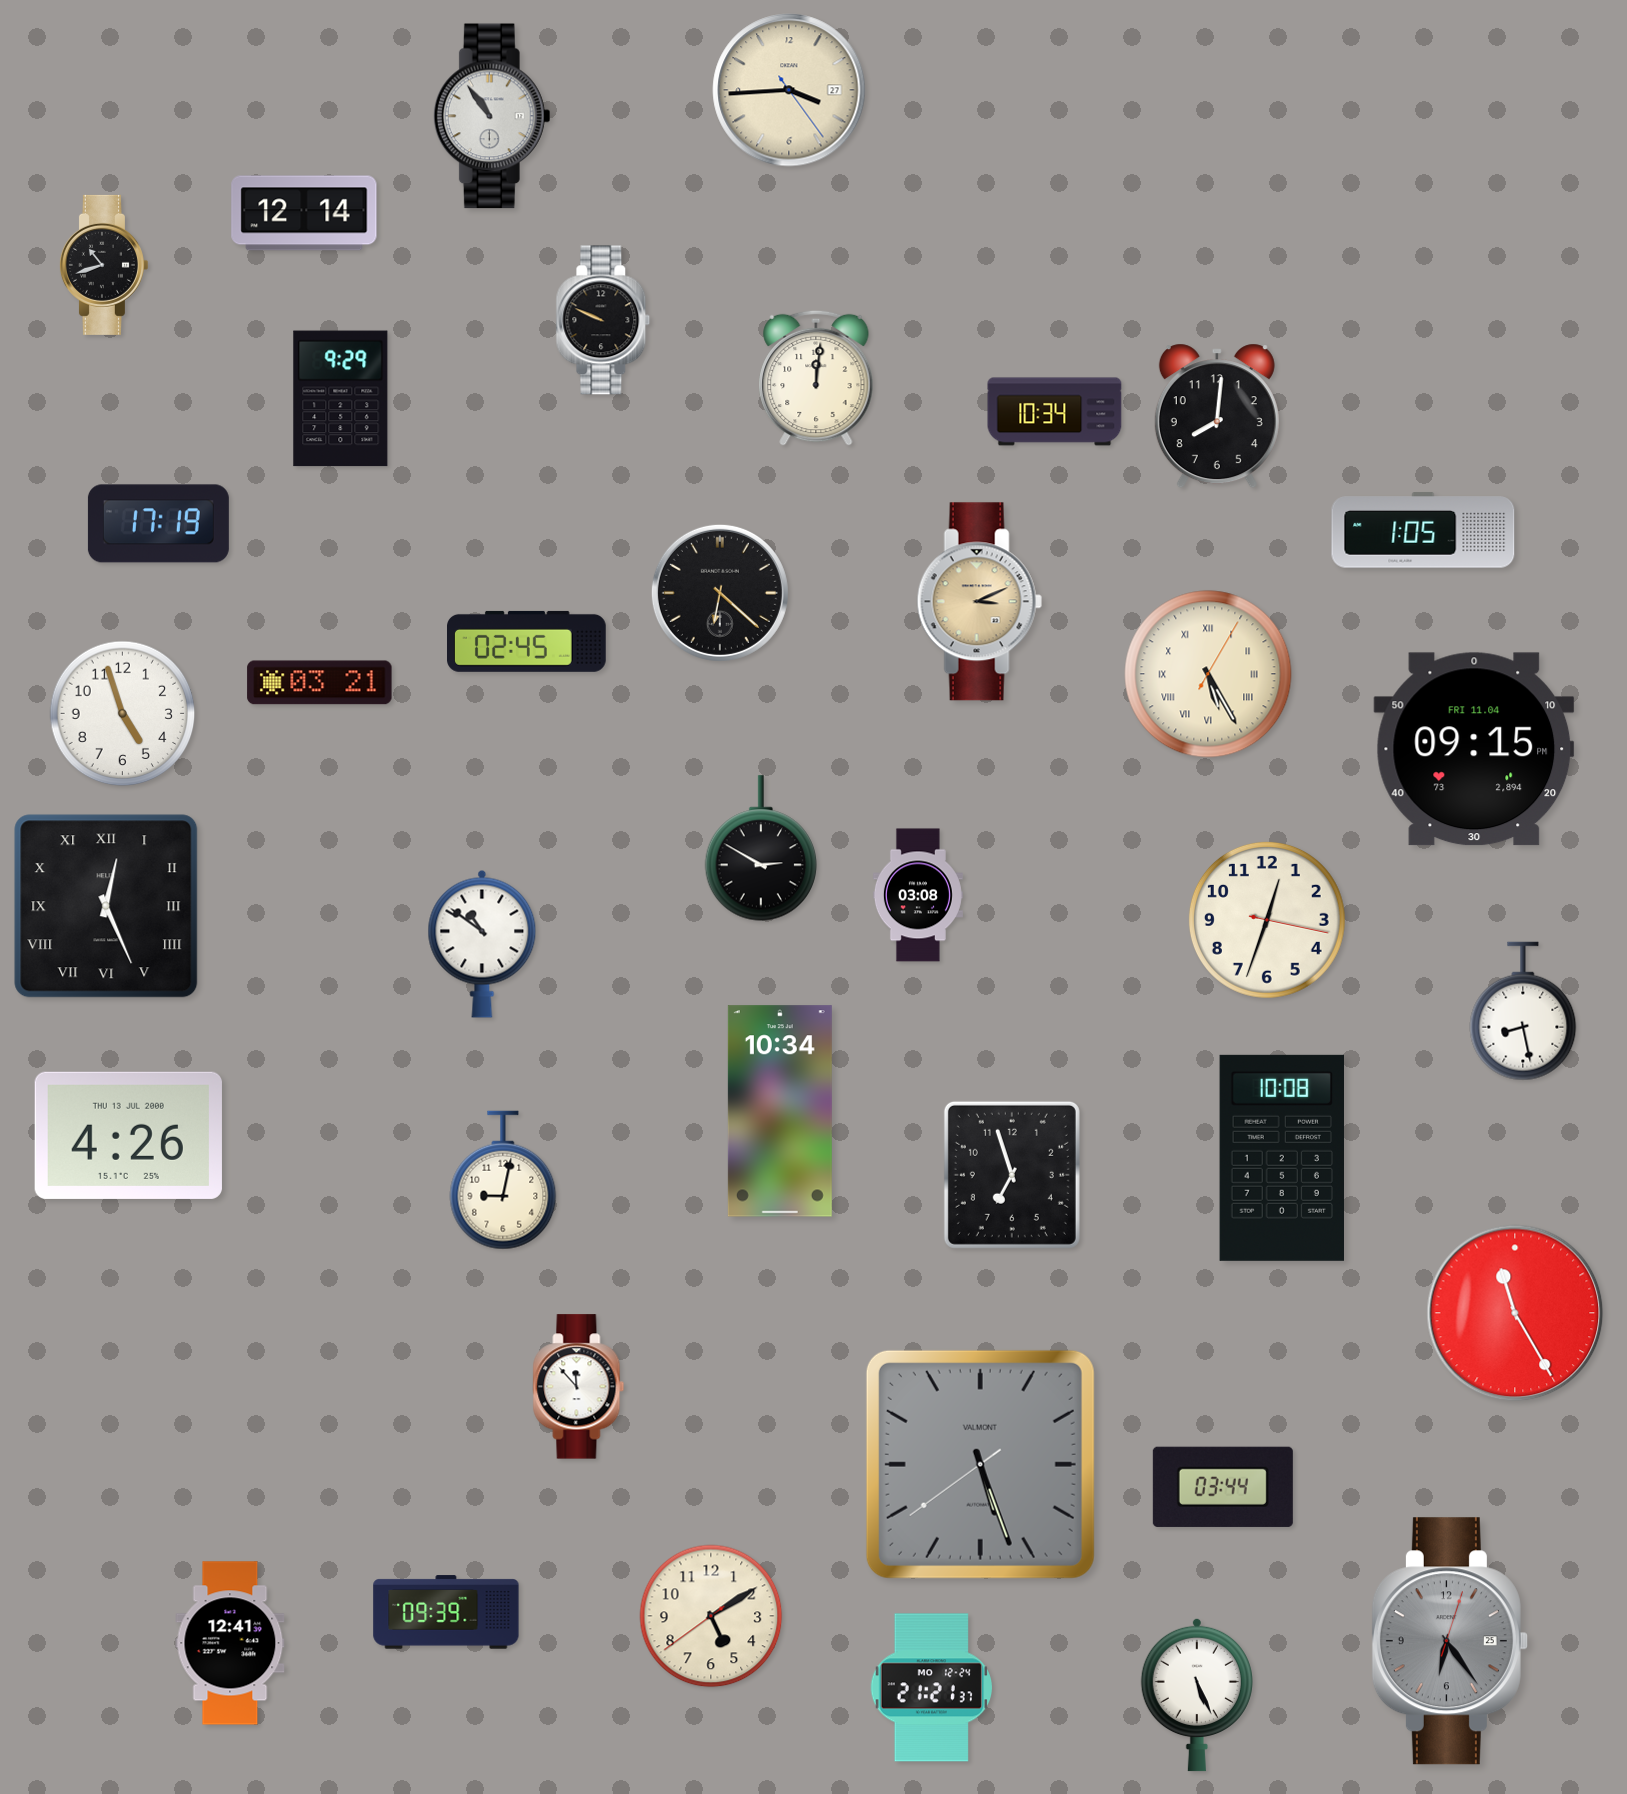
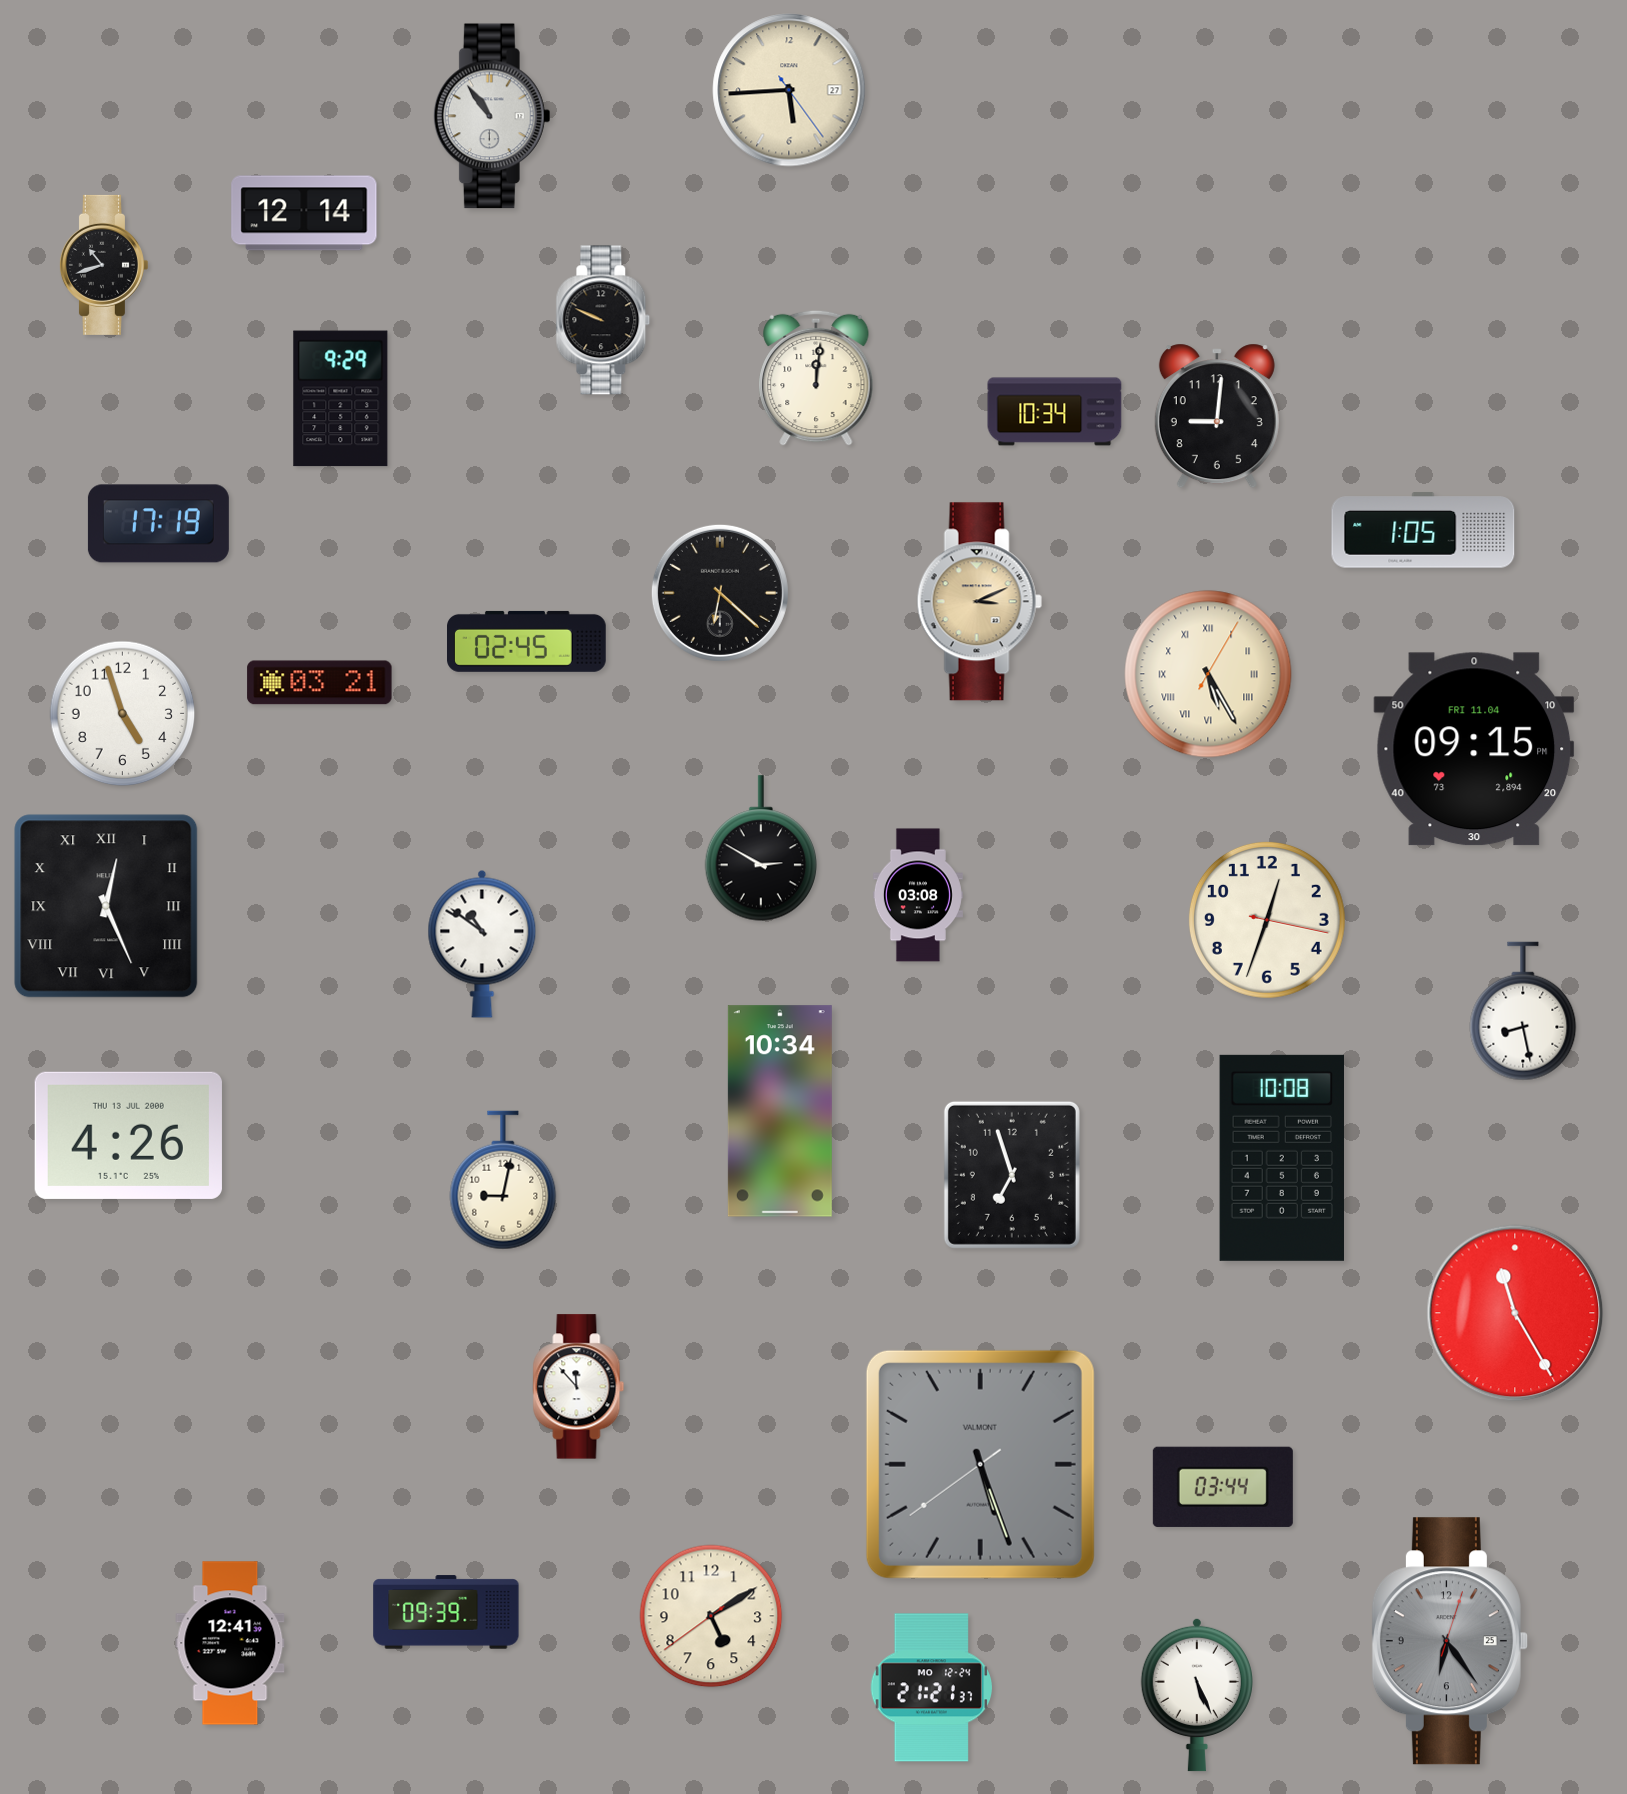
clock at (789, 90): 3:44 -> 5:44
clock at (1217, 416): 8:01 -> 9:01
